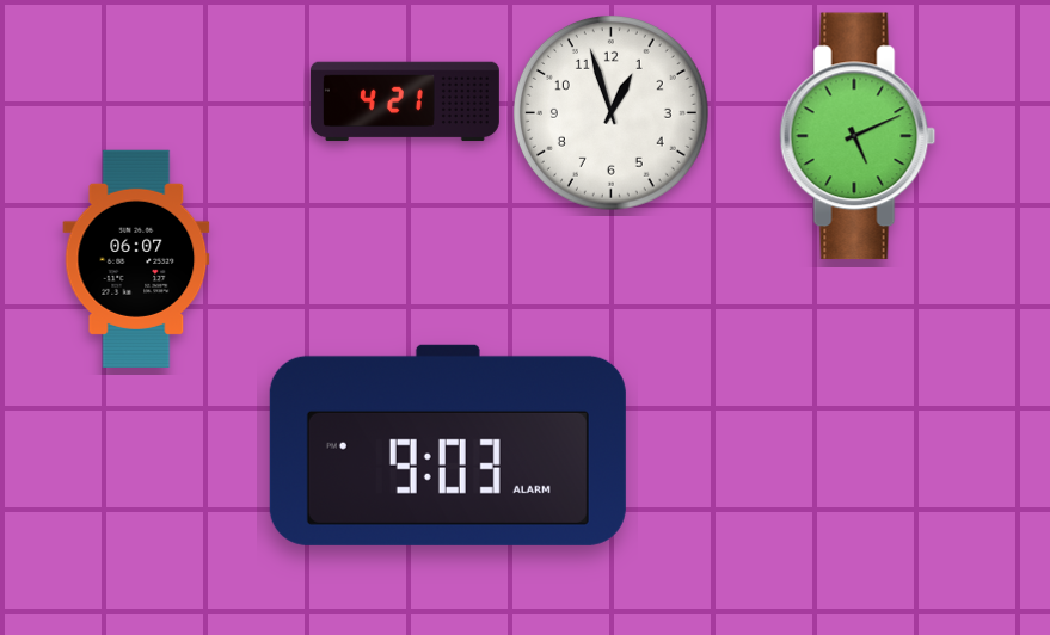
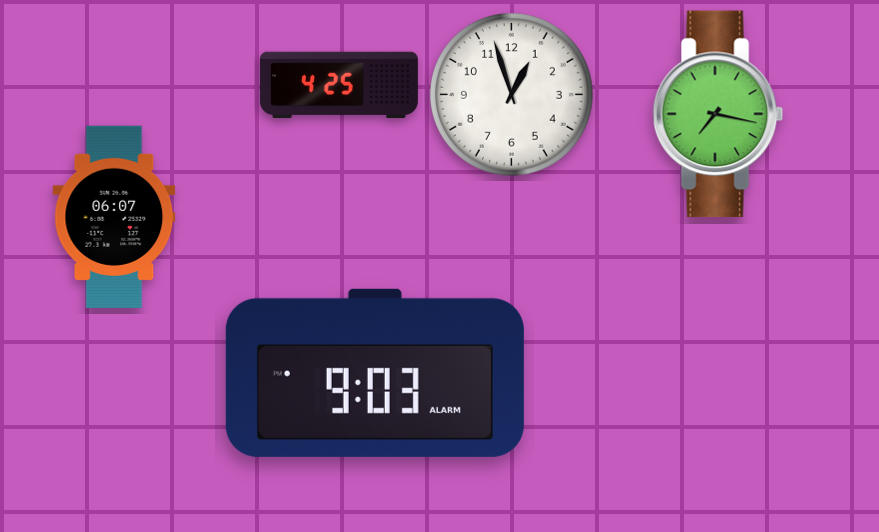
clock at (405, 101): 4:21 -> 4:25
clock at (858, 136): 5:11 -> 7:17
